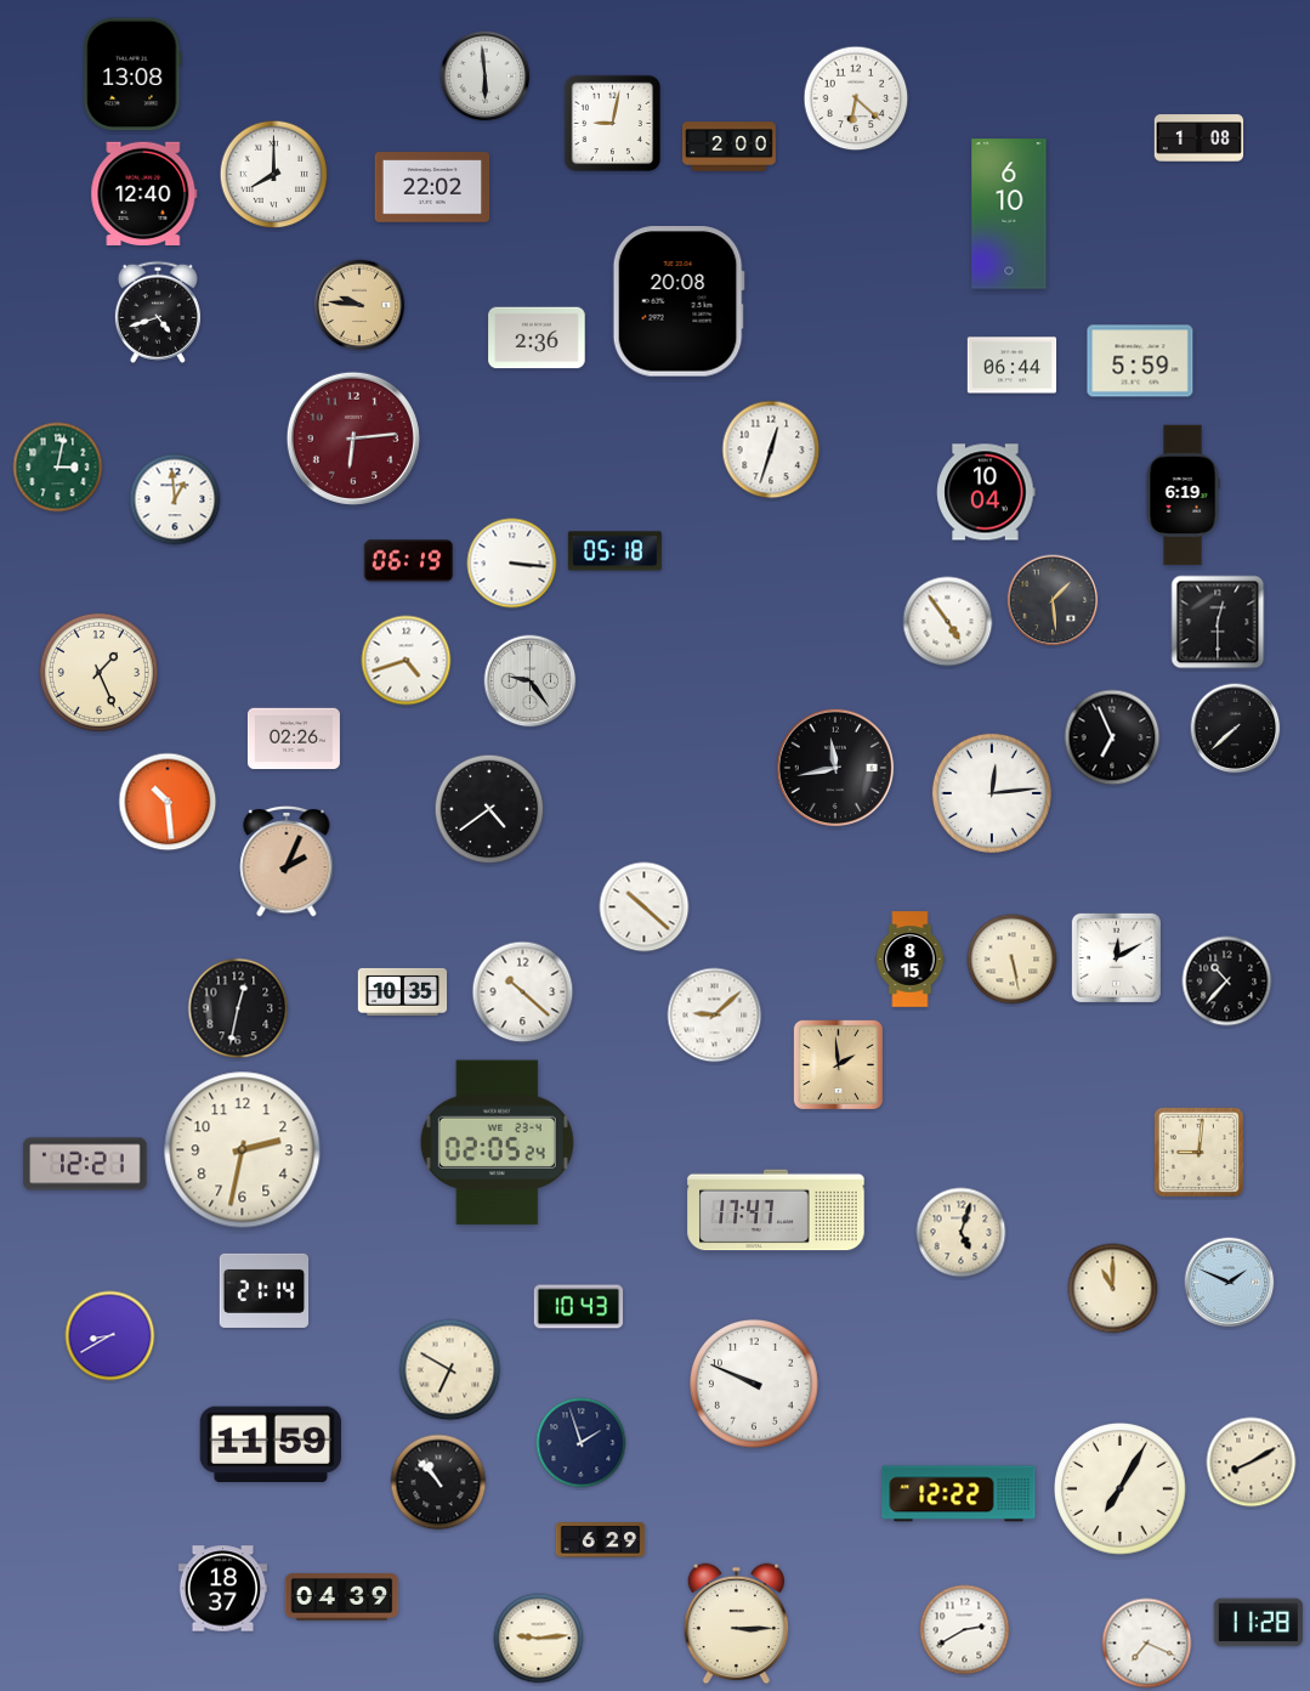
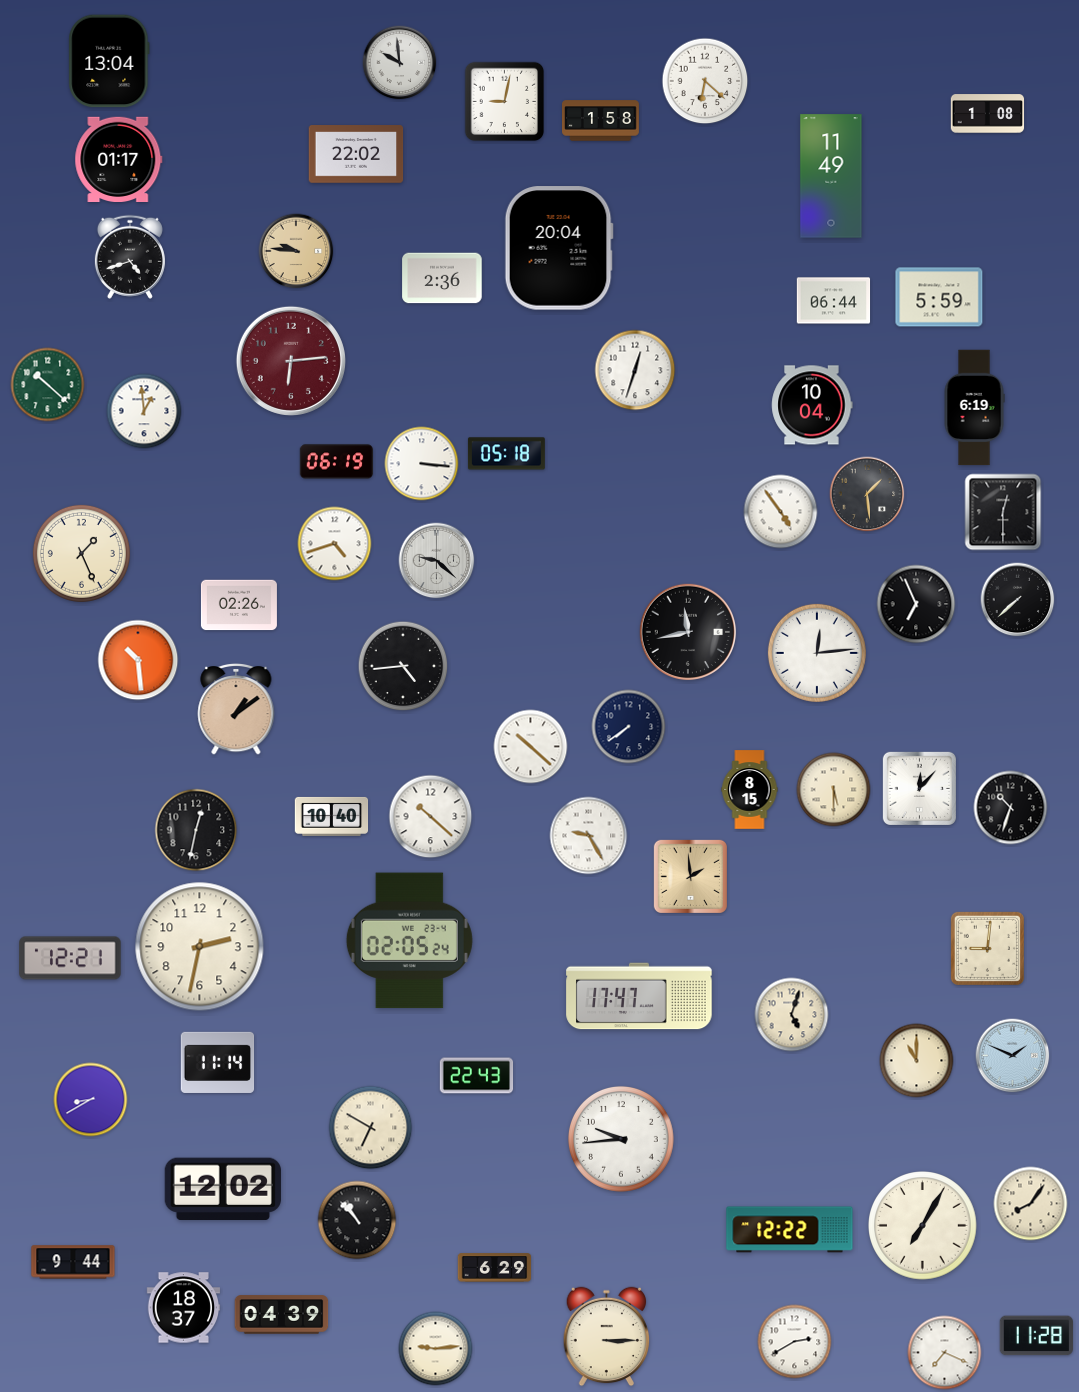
clock at (132, 74): 13:08 -> 13:04
clock at (486, 77): 5:59 -> 9:59
clock at (730, 147): 2:00 -> 1:58
clock at (274, 175): 8:00 -> none
clock at (144, 193): 12:40 -> 01:17
clock at (1009, 214): 6:10 -> 11:49
clock at (679, 301): 20:08 -> 20:04
clock at (58, 468): 3:02 -> 10:22
clock at (531, 682): 9:24 -> 9:22
clock at (1112, 737) position: (1112, 737) -> (916, 604)
clock at (294, 739) position: (294, 739) -> (239, 605)
clock at (489, 809): 4:39 -> 4:44
clock at (287, 861): 2:04 -> 1:09
clock at (629, 727): none -> 7:39
clock at (1116, 957): 12:10 -> 12:07
clock at (1013, 960): 5:28 -> 5:30
clock at (1227, 982): 10:37 -> 10:33
clock at (403, 991): 10:35 -> 10:40
clock at (715, 1016): 9:08 -> 9:25
clock at (265, 1290): 21:14 -> 11:14
clock at (579, 1307): 10:43 -> 22:43
clock at (754, 1384): 9:49 -> 9:44
clock at (582, 1443): 1:57 -> none
clock at (271, 1444): 11:59 -> 12:02
clock at (1252, 1463): 8:10 -> 8:06
clock at (438, 1482) position: (438, 1482) -> (357, 1220)
clock at (73, 1262): none -> 9:44
clock at (539, 1639) position: (539, 1639) -> (436, 1349)
